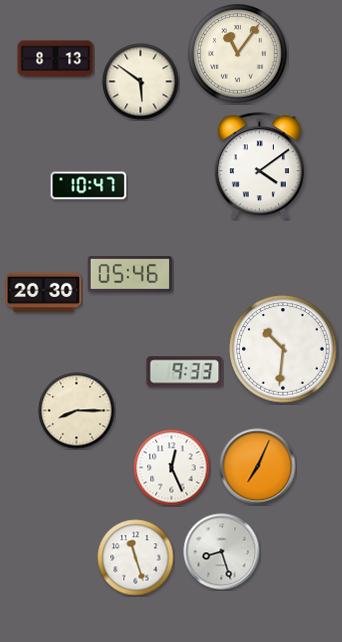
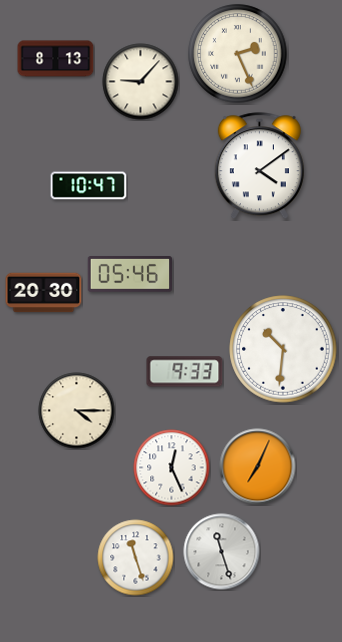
clock at (238, 54): 11:06 -> 2:26
clock at (141, 82): 5:51 -> 9:07
clock at (77, 411): 8:15 -> 4:15
clock at (222, 552): 8:27 -> 11:27
